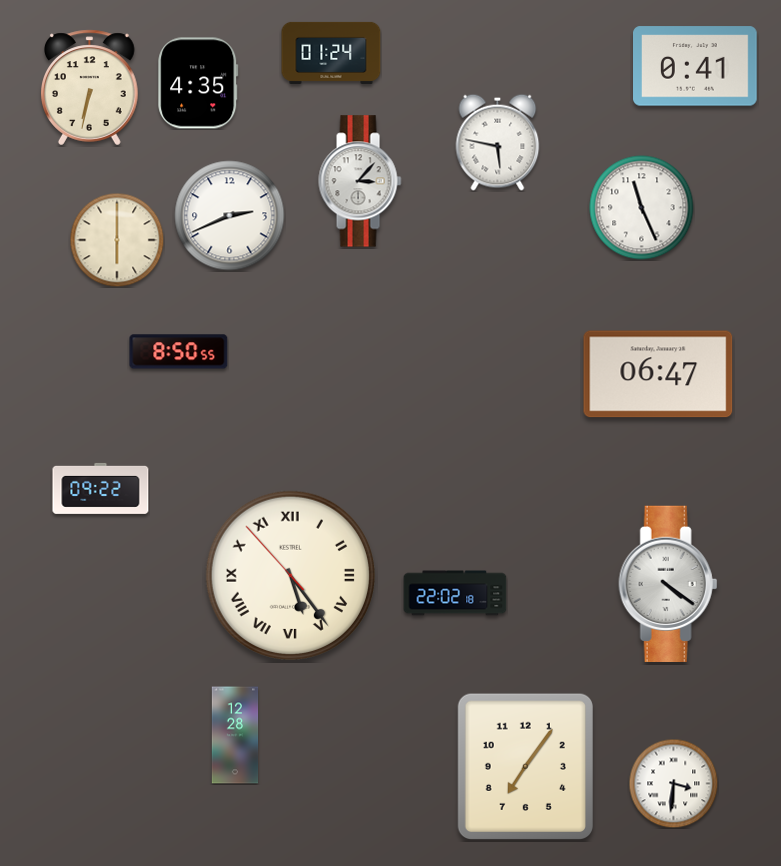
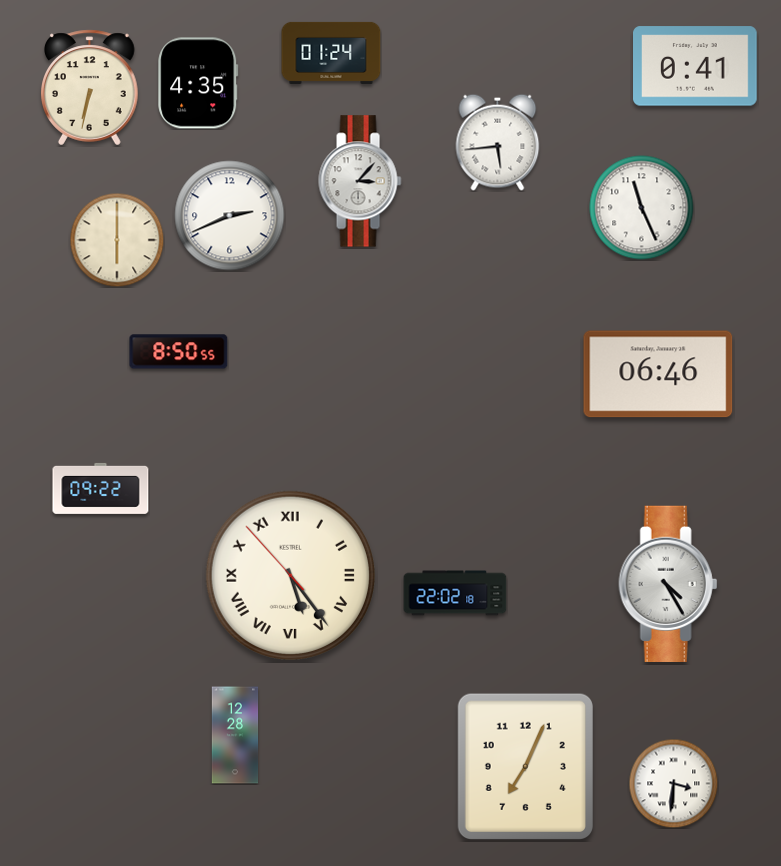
clock at (498, 142): 5:47 -> 5:44
clock at (658, 374): 06:47 -> 06:46
clock at (668, 584): 4:21 -> 4:25
clock at (525, 766): 7:06 -> 7:04
